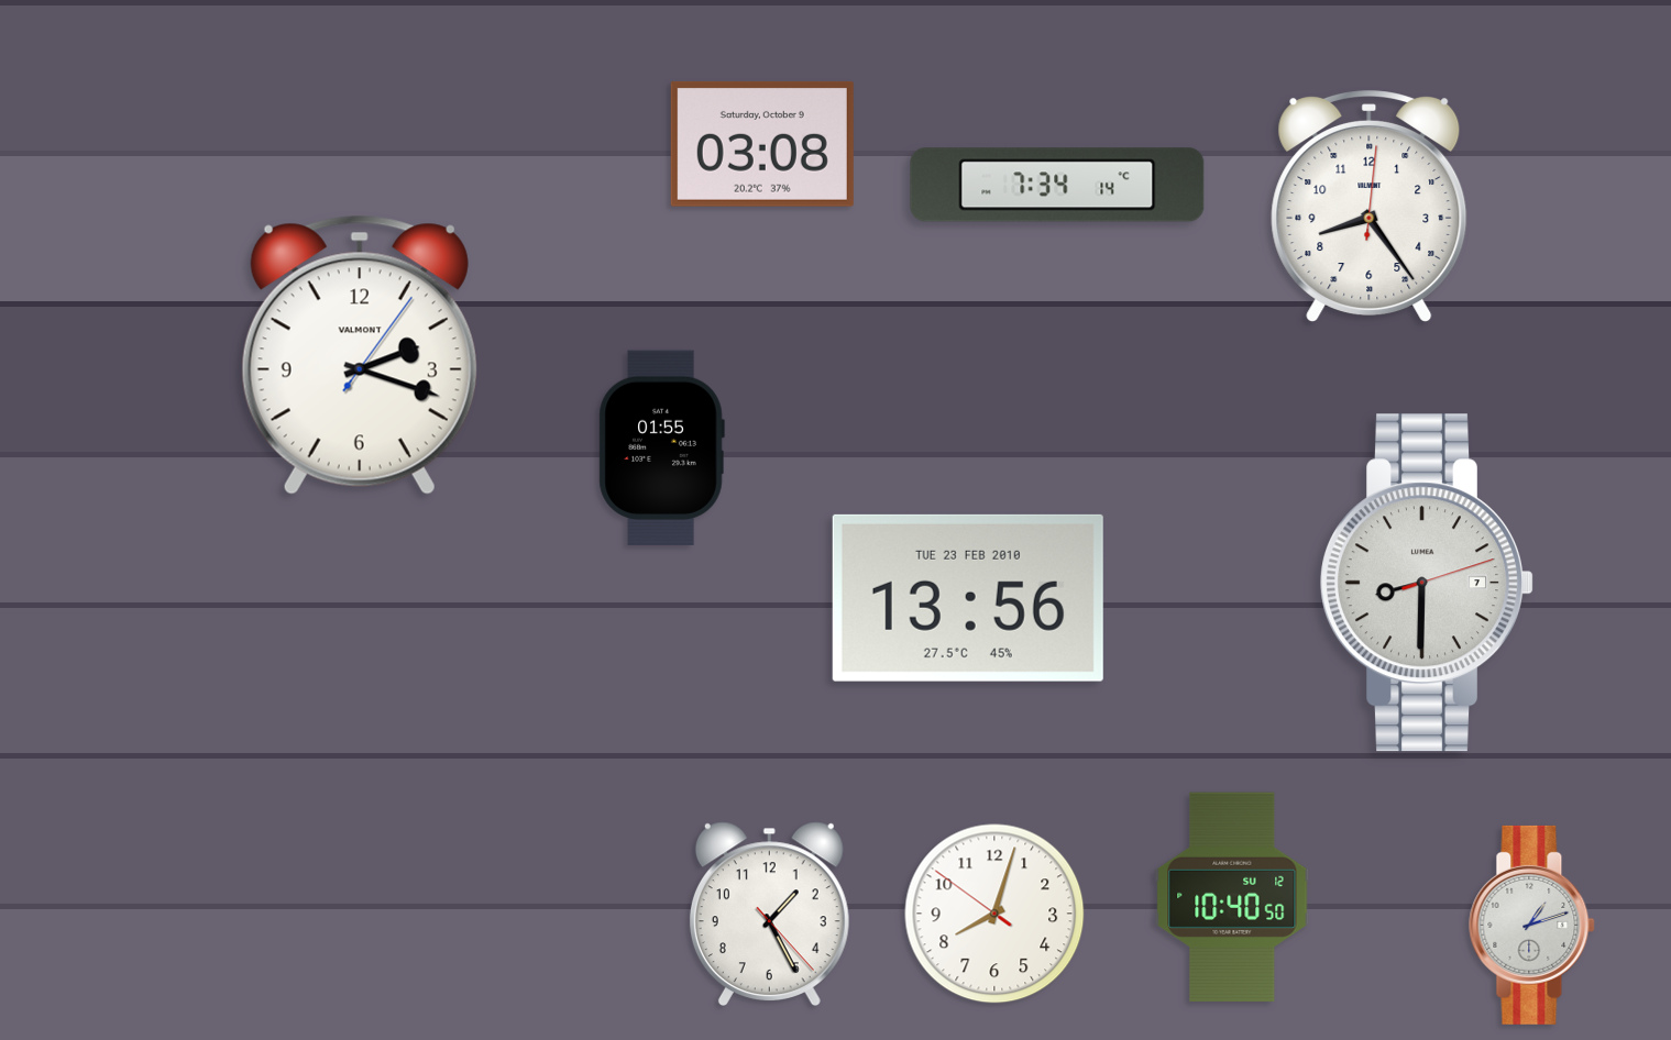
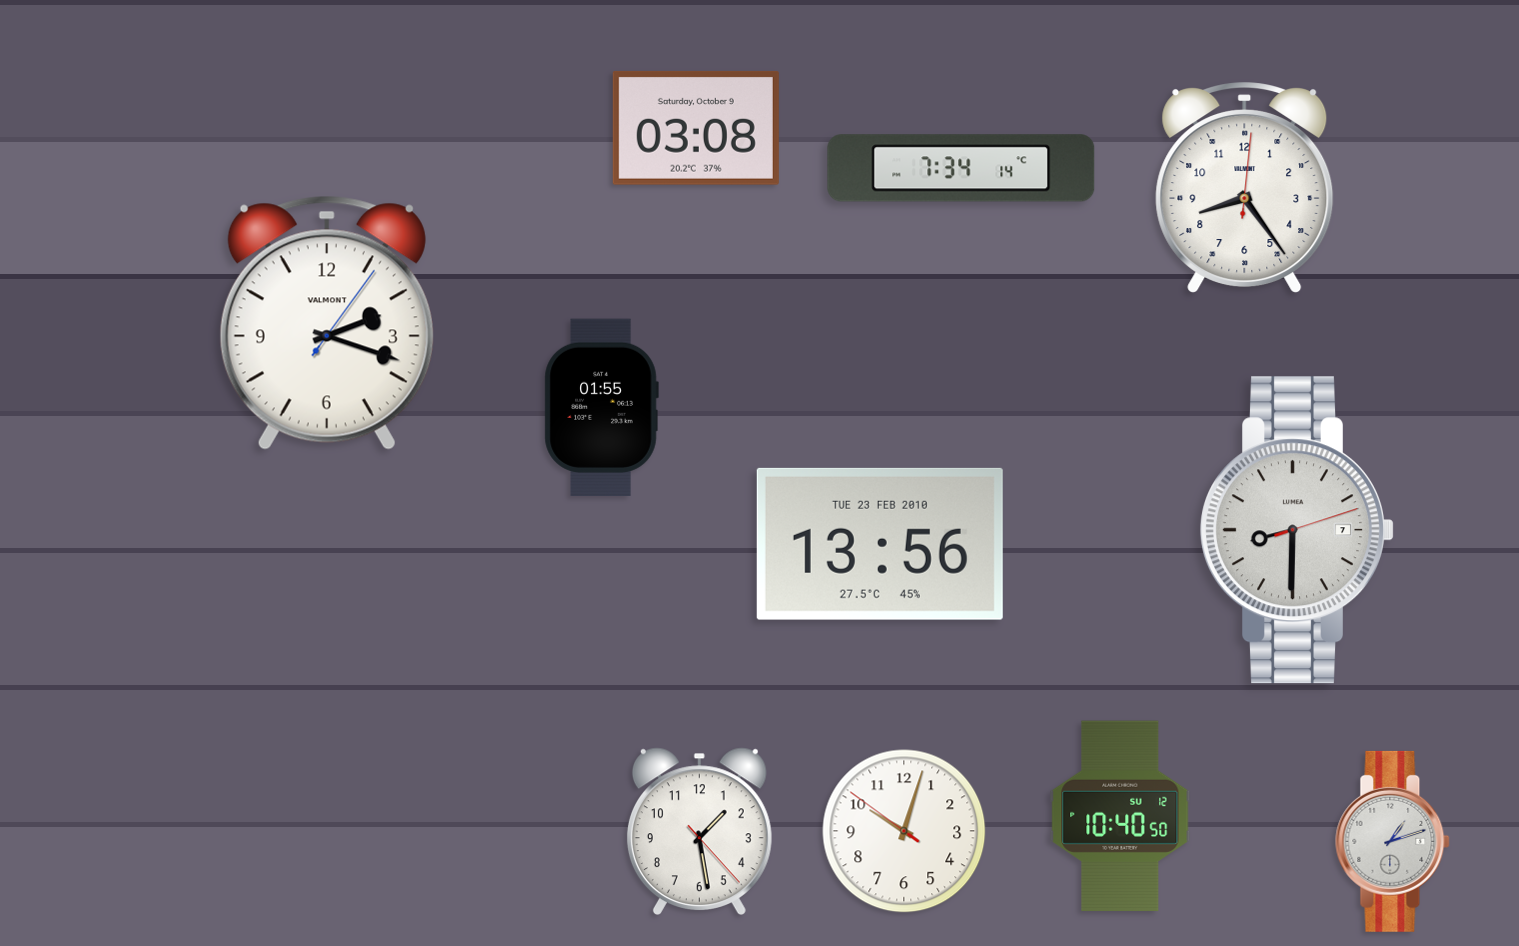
clock at (762, 144) position: (762, 144) -> (696, 128)
clock at (769, 914): 1:25 -> 1:28
clock at (994, 914): 8:02 -> 10:02
